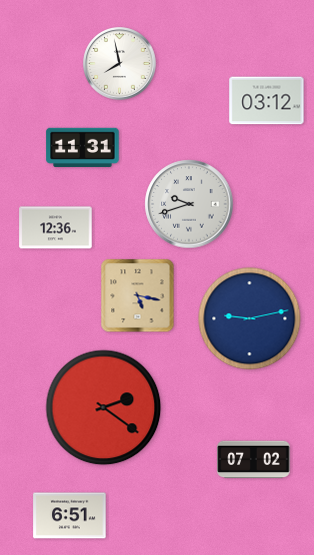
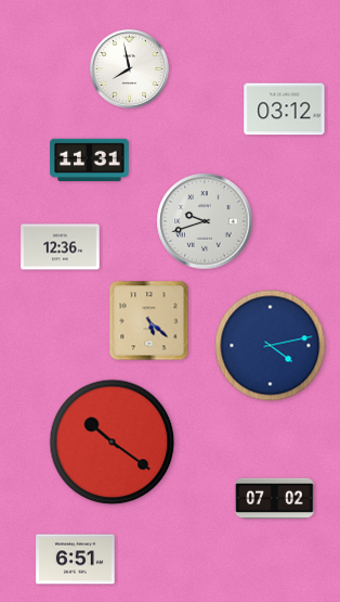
clock at (267, 101) position: (267, 101) -> (285, 110)
clock at (138, 296): 5:17 -> 5:22
clock at (250, 319): 9:13 -> 4:13
clock at (104, 408): 2:21 -> 10:21
